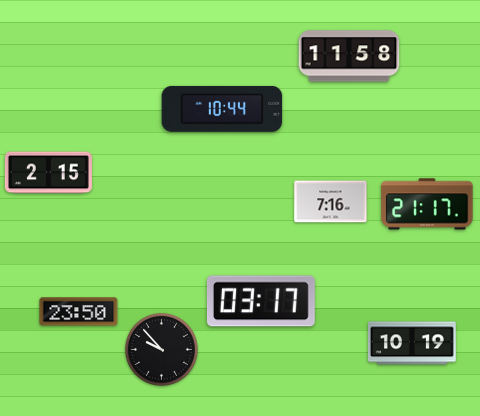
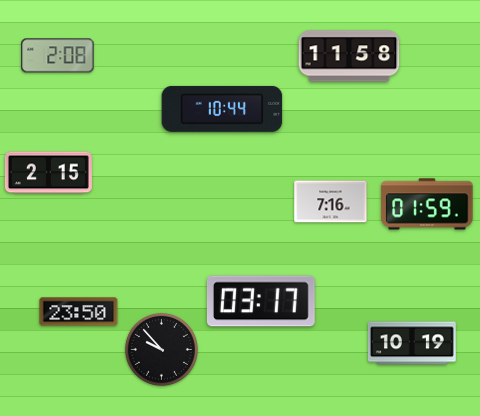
clock at (58, 56): none -> 2:08
clock at (427, 204): 21:17 -> 01:59
